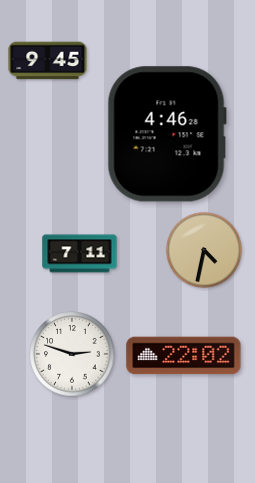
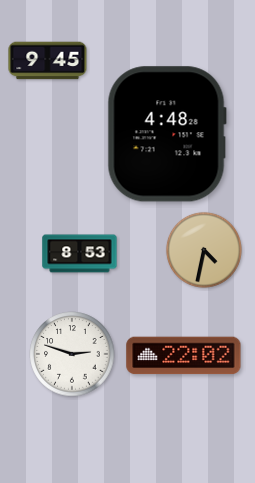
clock at (167, 134): 4:46 -> 4:48
clock at (80, 254): 7:11 -> 8:53
